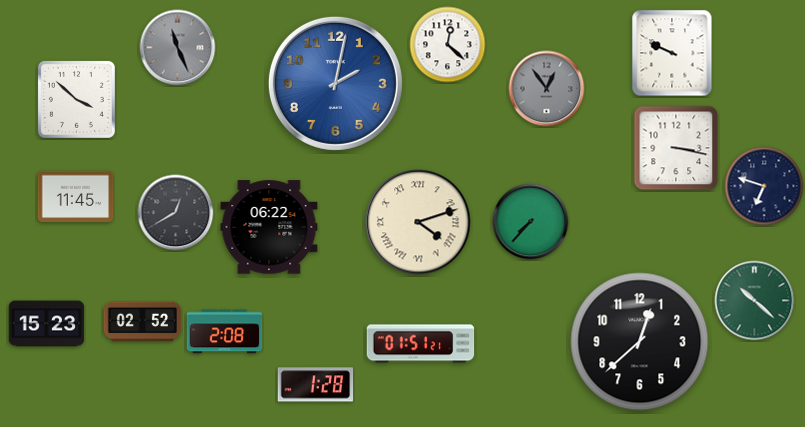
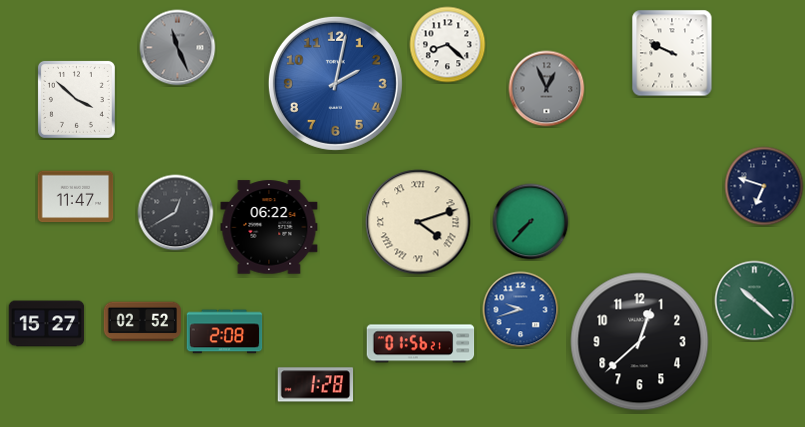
clock at (448, 45): 12:22 -> 8:22
clock at (547, 89): 12:54 -> 12:56
clock at (676, 148): 3:17 -> none
clock at (76, 197): 11:45 -> 11:47
clock at (521, 310): none -> 9:42
clock at (47, 324): 15:23 -> 15:27
clock at (421, 344): 01:51 -> 01:56
